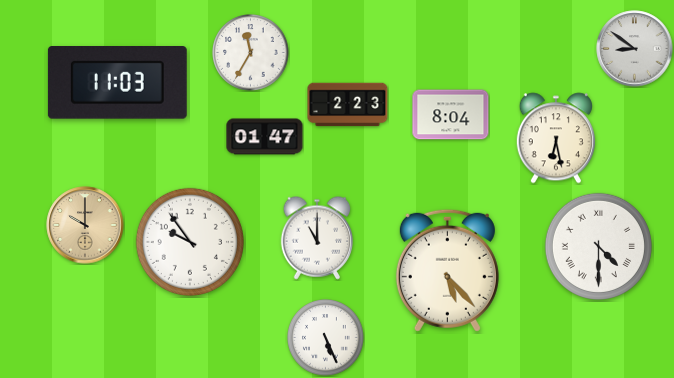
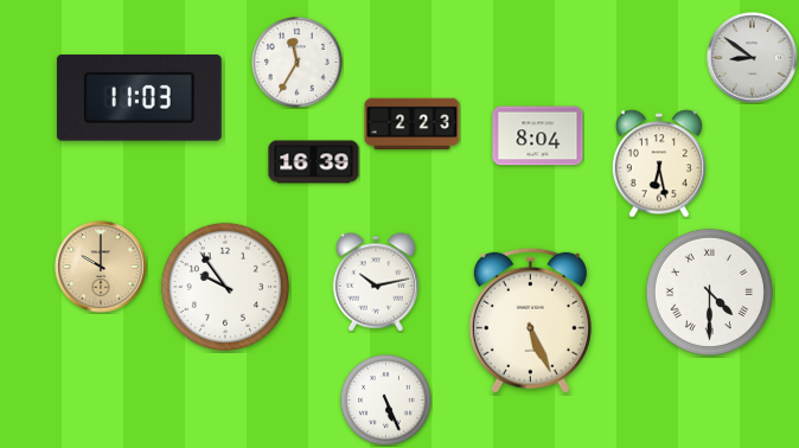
clock at (451, 115) position: (451, 115) -> (538, 136)
clock at (265, 137): 01:47 -> 16:39
clock at (316, 238): 11:00 -> 10:13
clock at (447, 270): 5:23 -> 5:26
